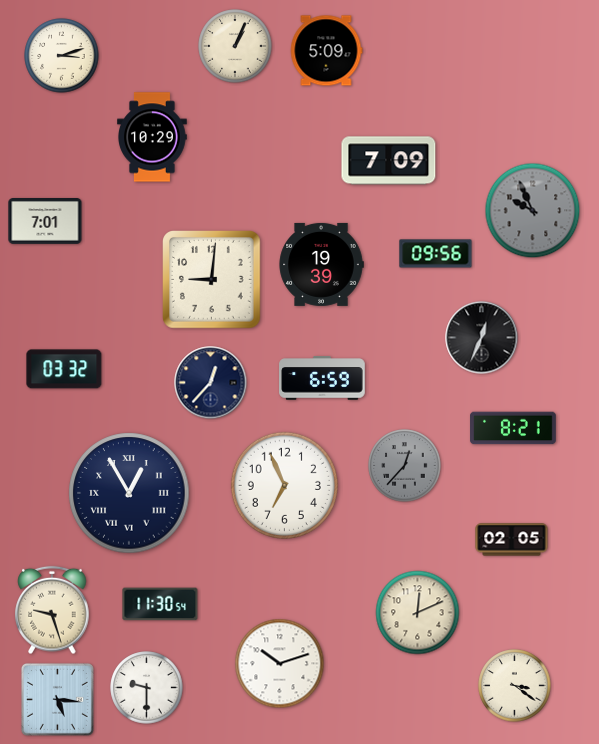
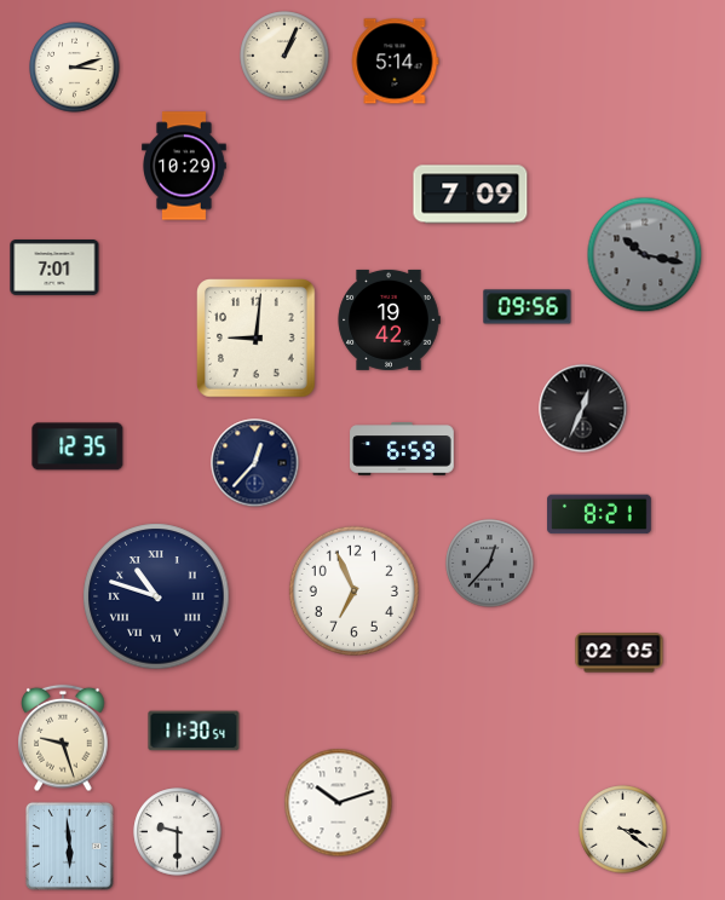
clock at (326, 51): 5:09 -> 5:14
clock at (533, 211): 9:56 -> 10:17
clock at (321, 264): 19:39 -> 19:42
clock at (64, 369): 03:32 -> 12:35
clock at (322, 378) position: (322, 378) -> (402, 449)
clock at (513, 428) position: (513, 428) -> (599, 514)
clock at (284, 485) position: (284, 485) -> (353, 590)
clock at (129, 493): 12:55 -> 10:48
clock at (418, 613): 12:11 -> none
clock at (57, 699): 5:16 -> 5:59
